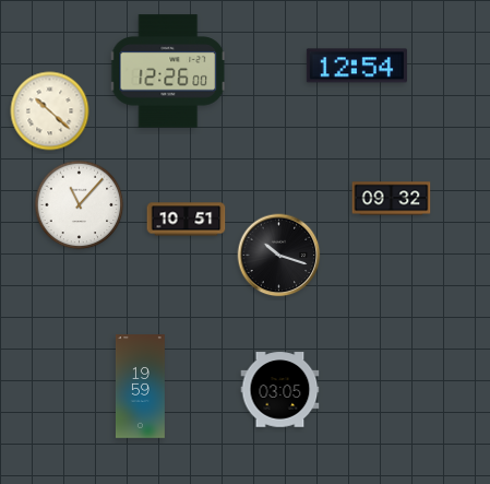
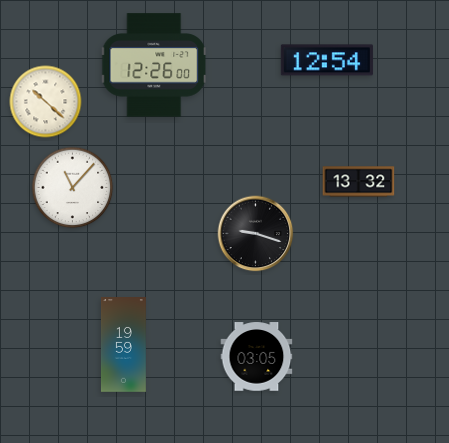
clock at (392, 199): 09:32 -> 13:32
clock at (187, 220): 10:51 -> none
clock at (279, 256): 10:18 -> 9:18
clock at (140, 387) position: (140, 387) -> (123, 345)
